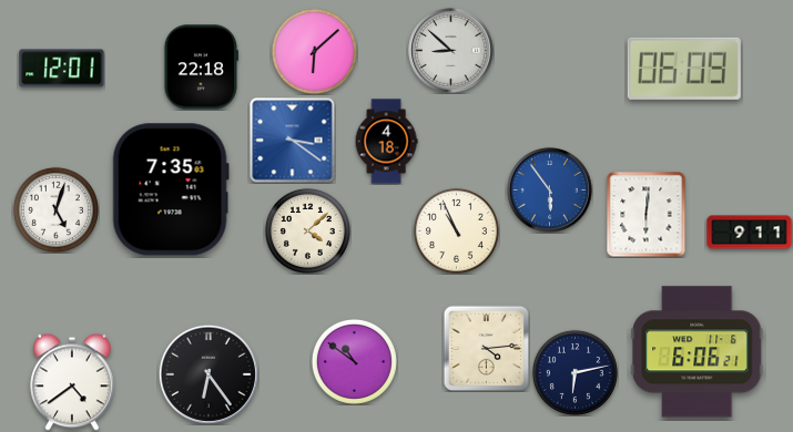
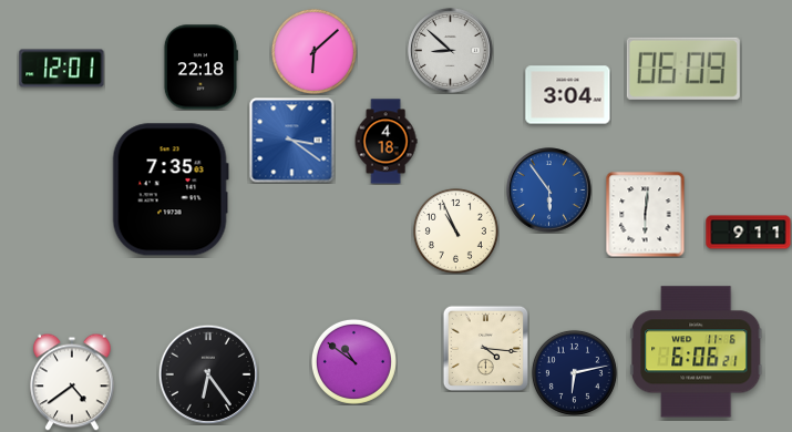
clock at (568, 95): none -> 3:04
clock at (55, 209): 5:03 -> none
clock at (307, 230): 4:08 -> none
clock at (486, 348): 4:14 -> 4:16
